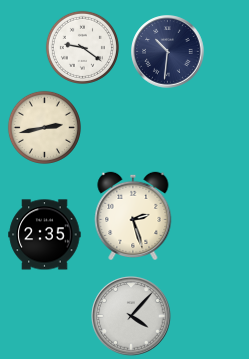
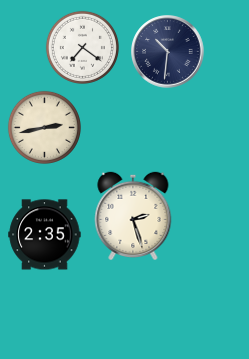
clock at (82, 47): 9:21 -> 7:21
clock at (131, 316): 4:07 -> none
